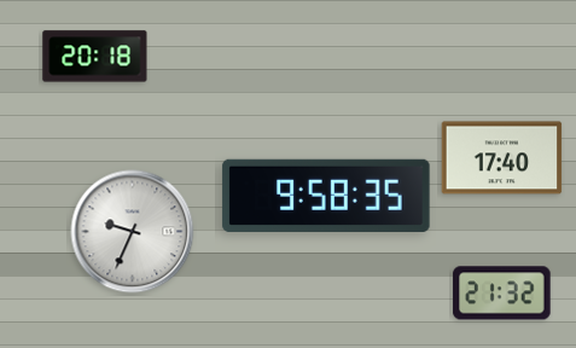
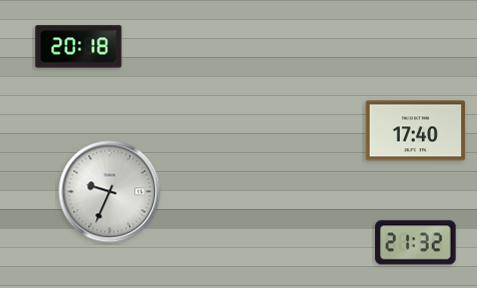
clock at (326, 196): 9:58 -> none
